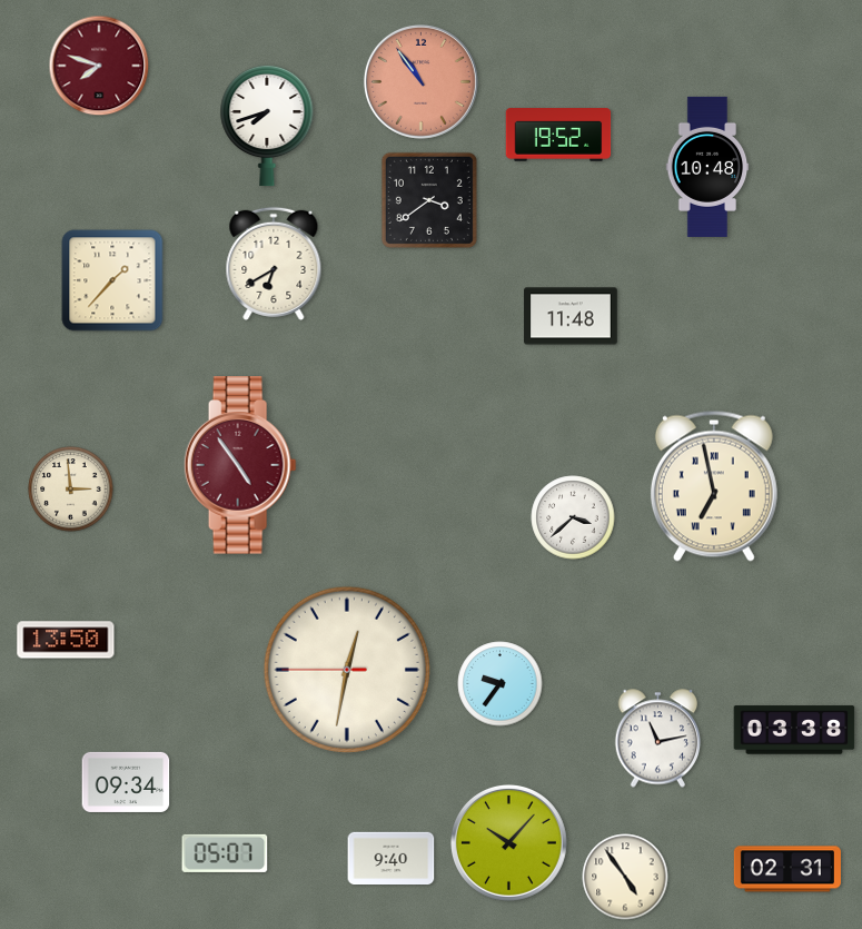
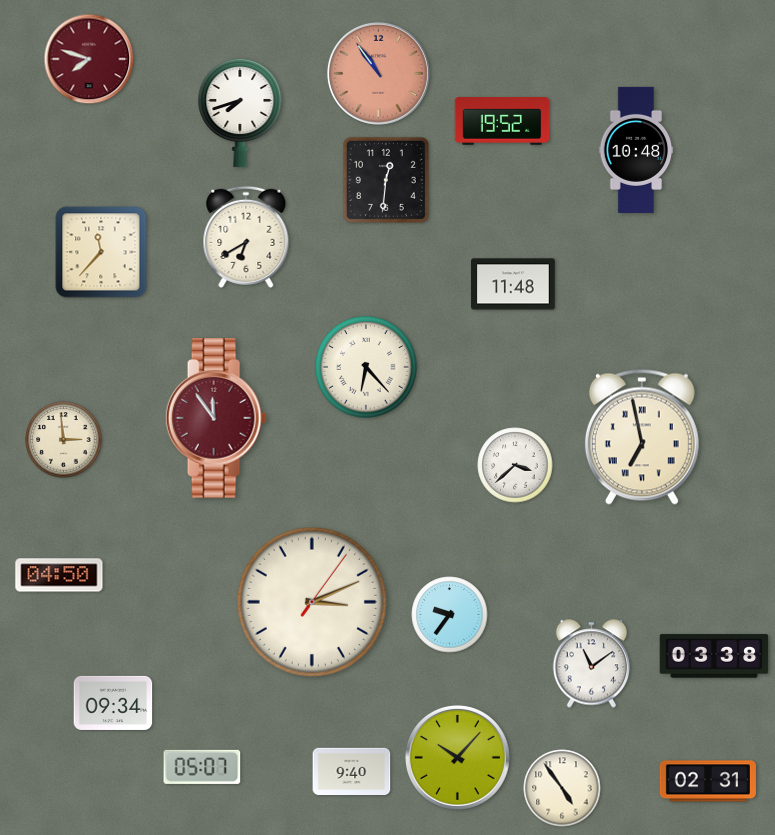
clock at (429, 200): 3:39 -> 12:31
clock at (112, 280): 1:37 -> 11:37
clock at (366, 367): none -> 6:23
clock at (240, 465): 4:54 -> 11:54
clock at (66, 640): 13:50 -> 04:50
clock at (347, 670): 12:31 -> 3:11
clock at (658, 739): 11:13 -> 11:09
